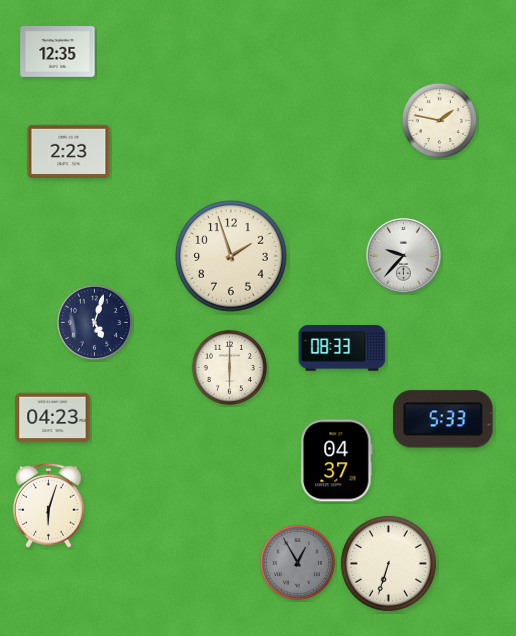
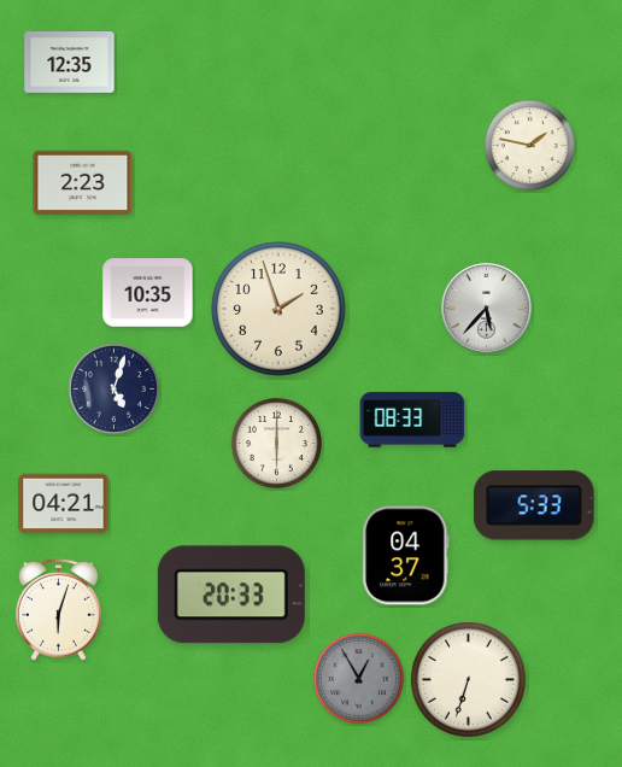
clock at (148, 293): none -> 10:35
clock at (404, 256): 9:37 -> 5:37
clock at (53, 418): 04:23 -> 04:21
clock at (231, 595): none -> 20:33
